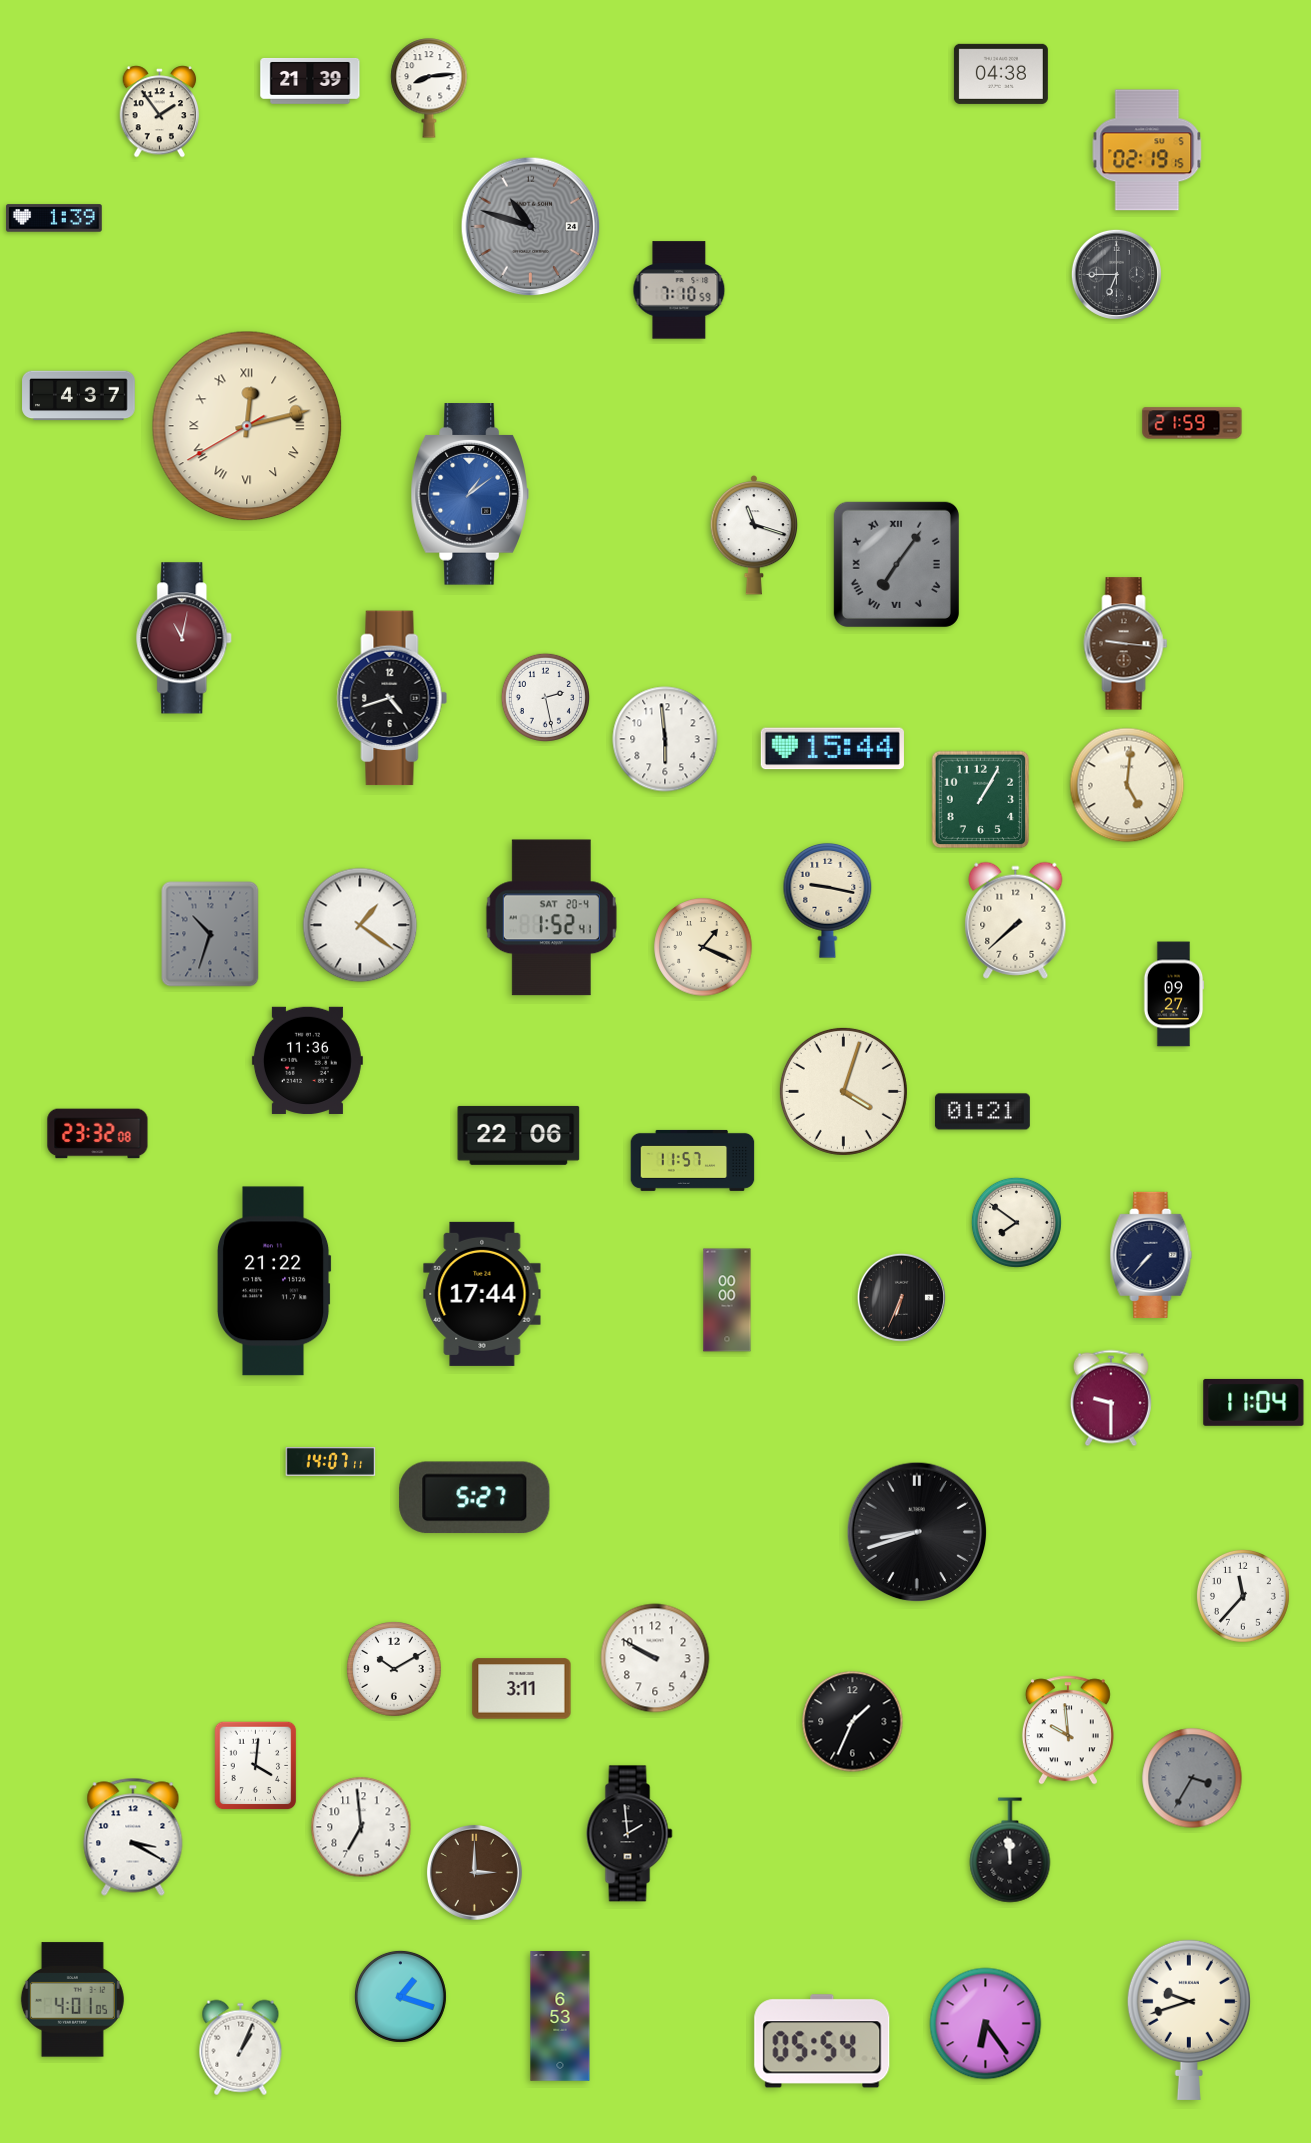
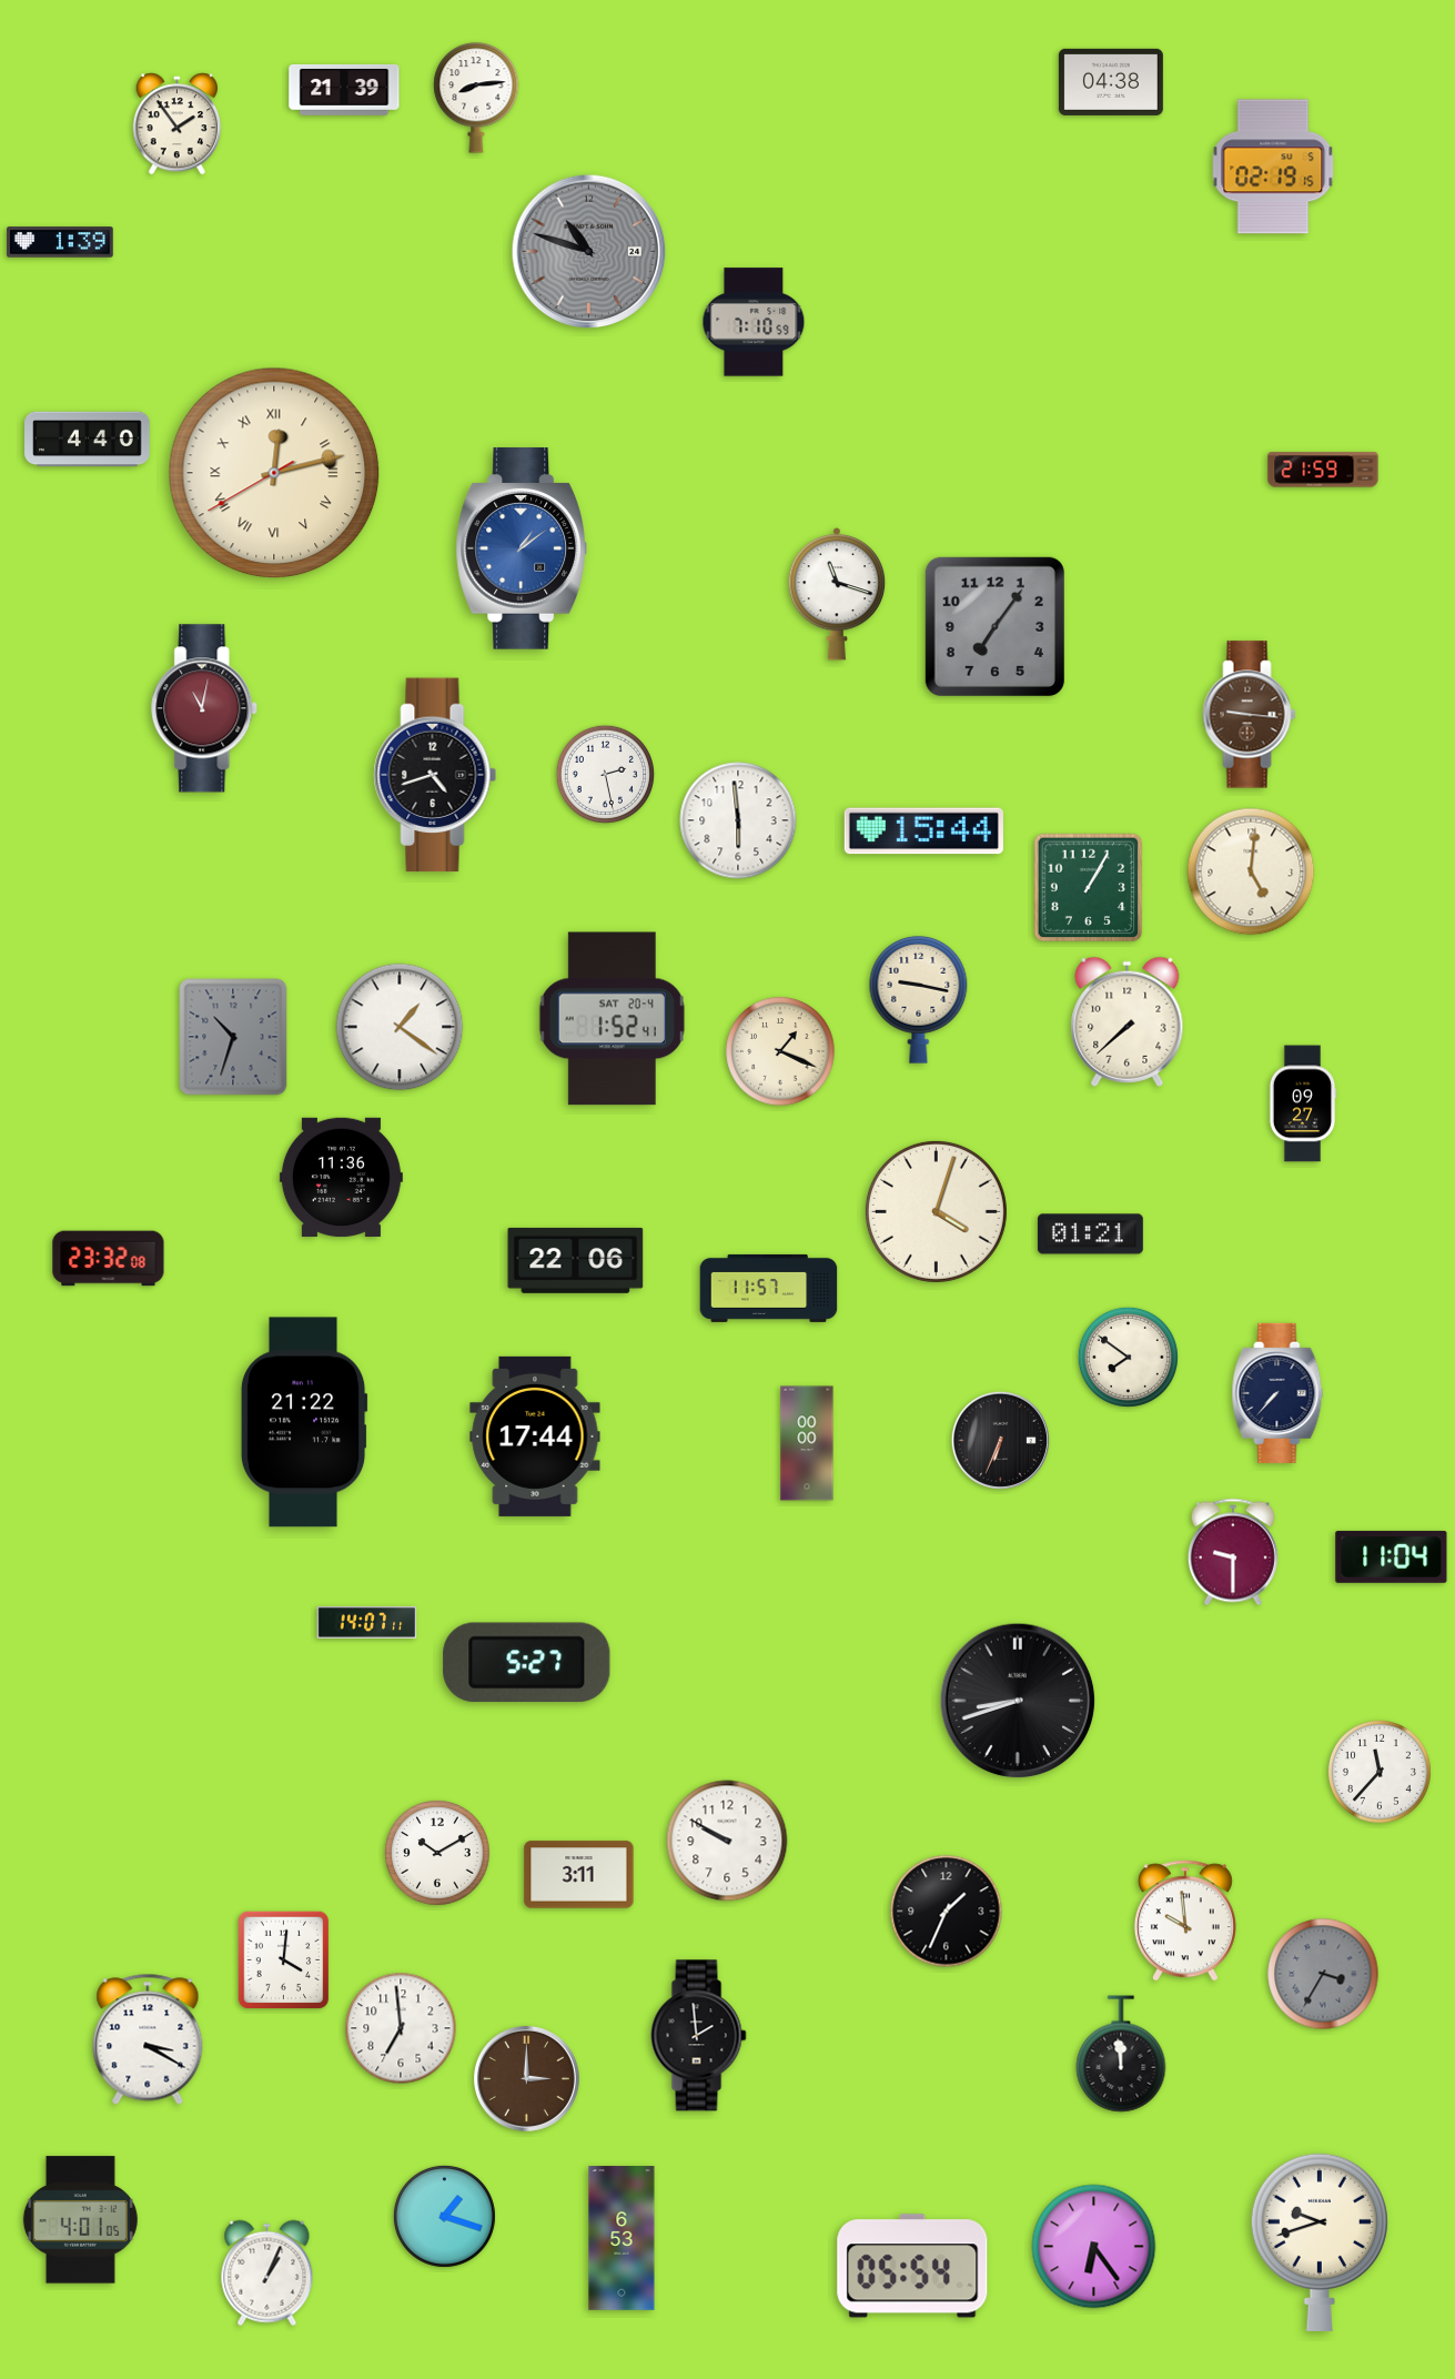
clock at (1116, 274): 6:45 -> none
clock at (79, 396): 4:37 -> 4:40
clock at (896, 564) numerals: Roman -> Arabic
